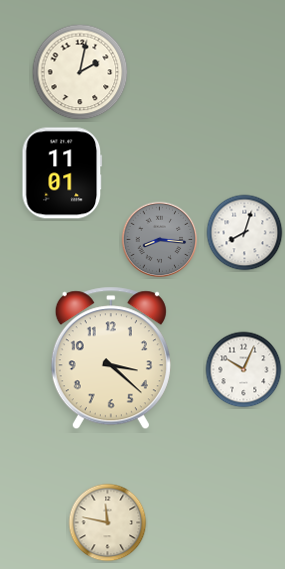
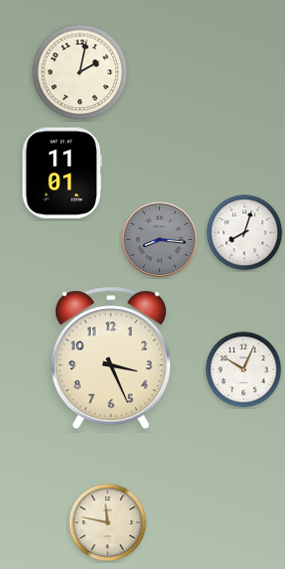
clock at (111, 358): 3:22 -> 3:26
